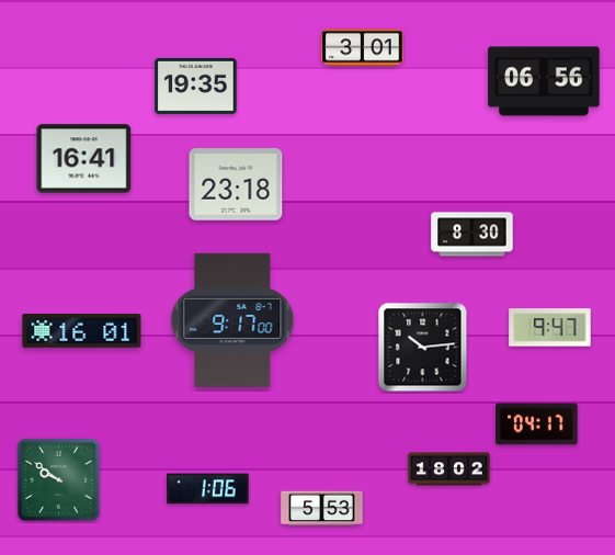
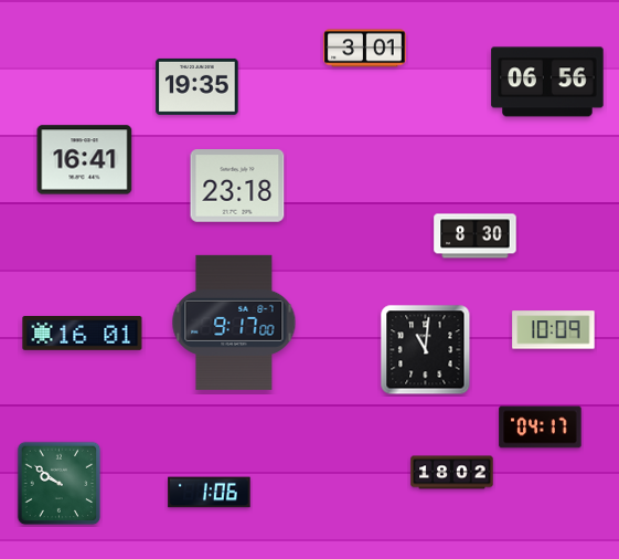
clock at (550, 328): 9:47 -> 10:09
clock at (423, 348): 10:14 -> 11:01
clock at (322, 509): 5:53 -> none
